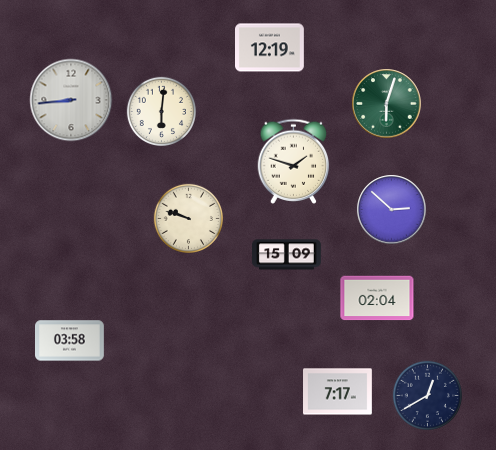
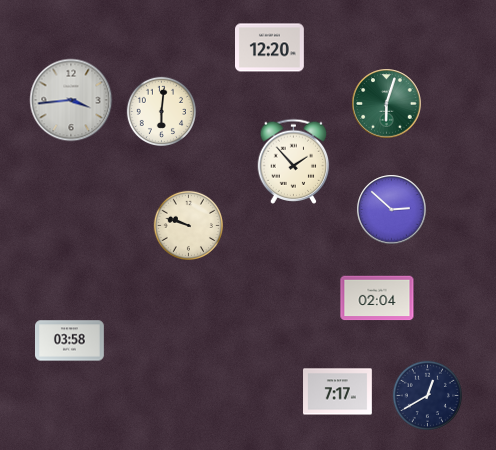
clock at (270, 48): 12:19 -> 12:20
clock at (71, 100): 8:44 -> 3:44
clock at (294, 161): 1:48 -> 1:53
clock at (188, 218) position: (188, 218) -> (188, 225)
clock at (287, 255): 15:09 -> none
